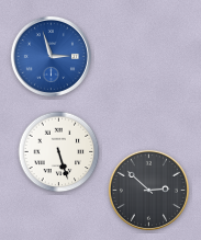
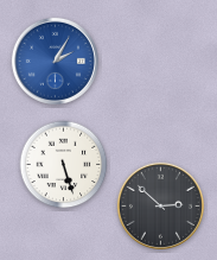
clock at (51, 56): 2:57 -> 2:05
